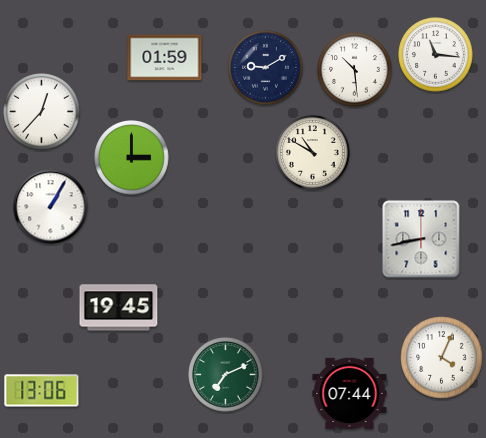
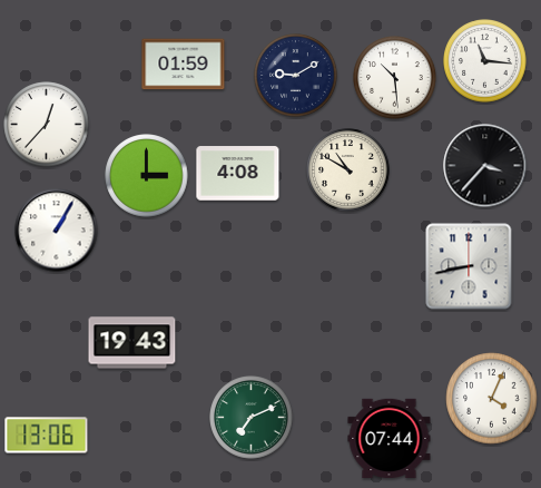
clock at (485, 166): none -> 3:37
clock at (238, 174): none -> 4:08
clock at (119, 308): 19:45 -> 19:43
